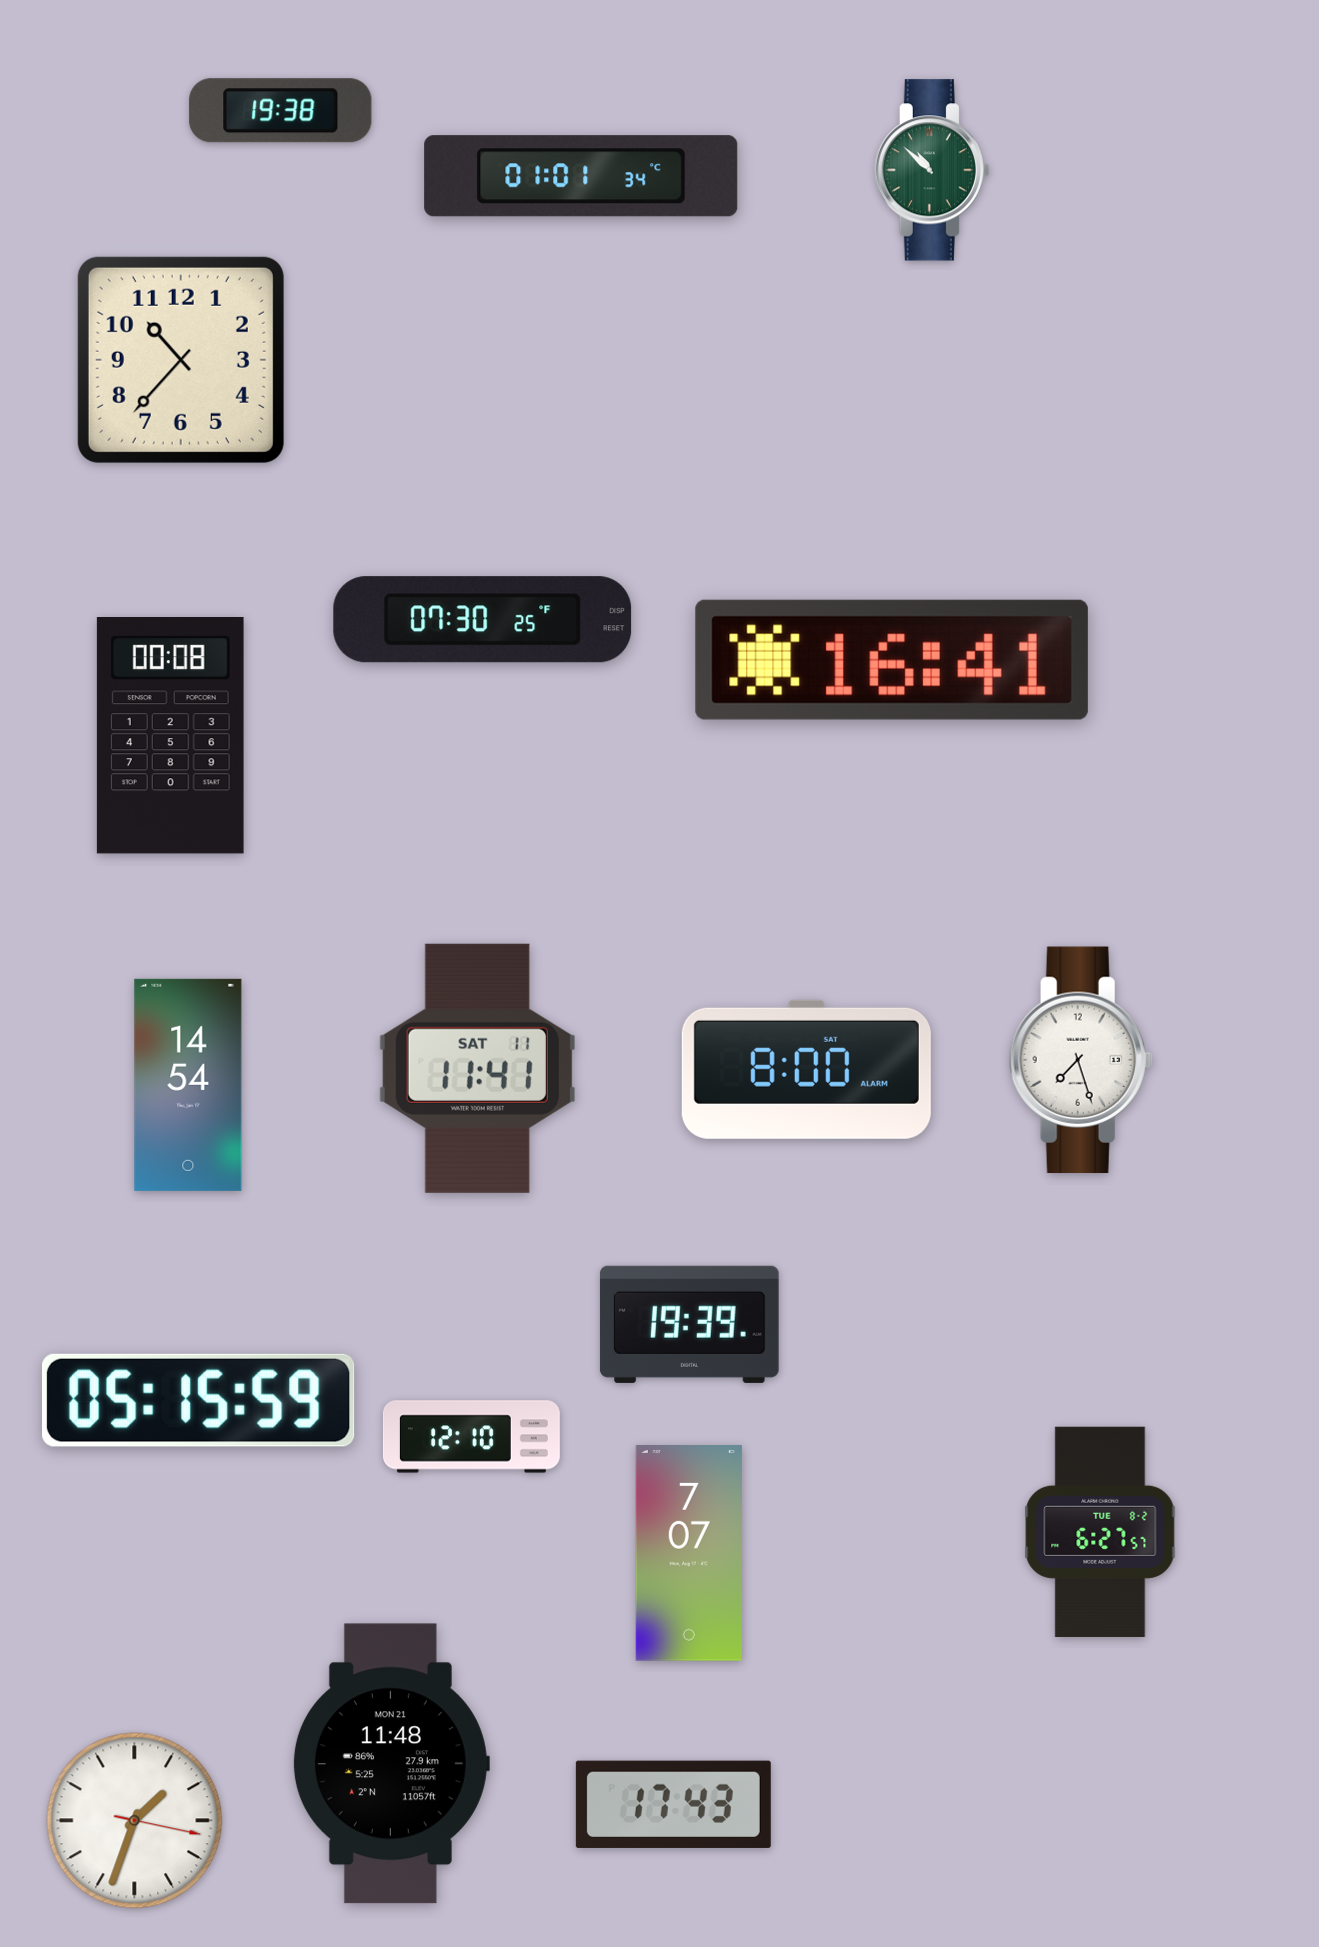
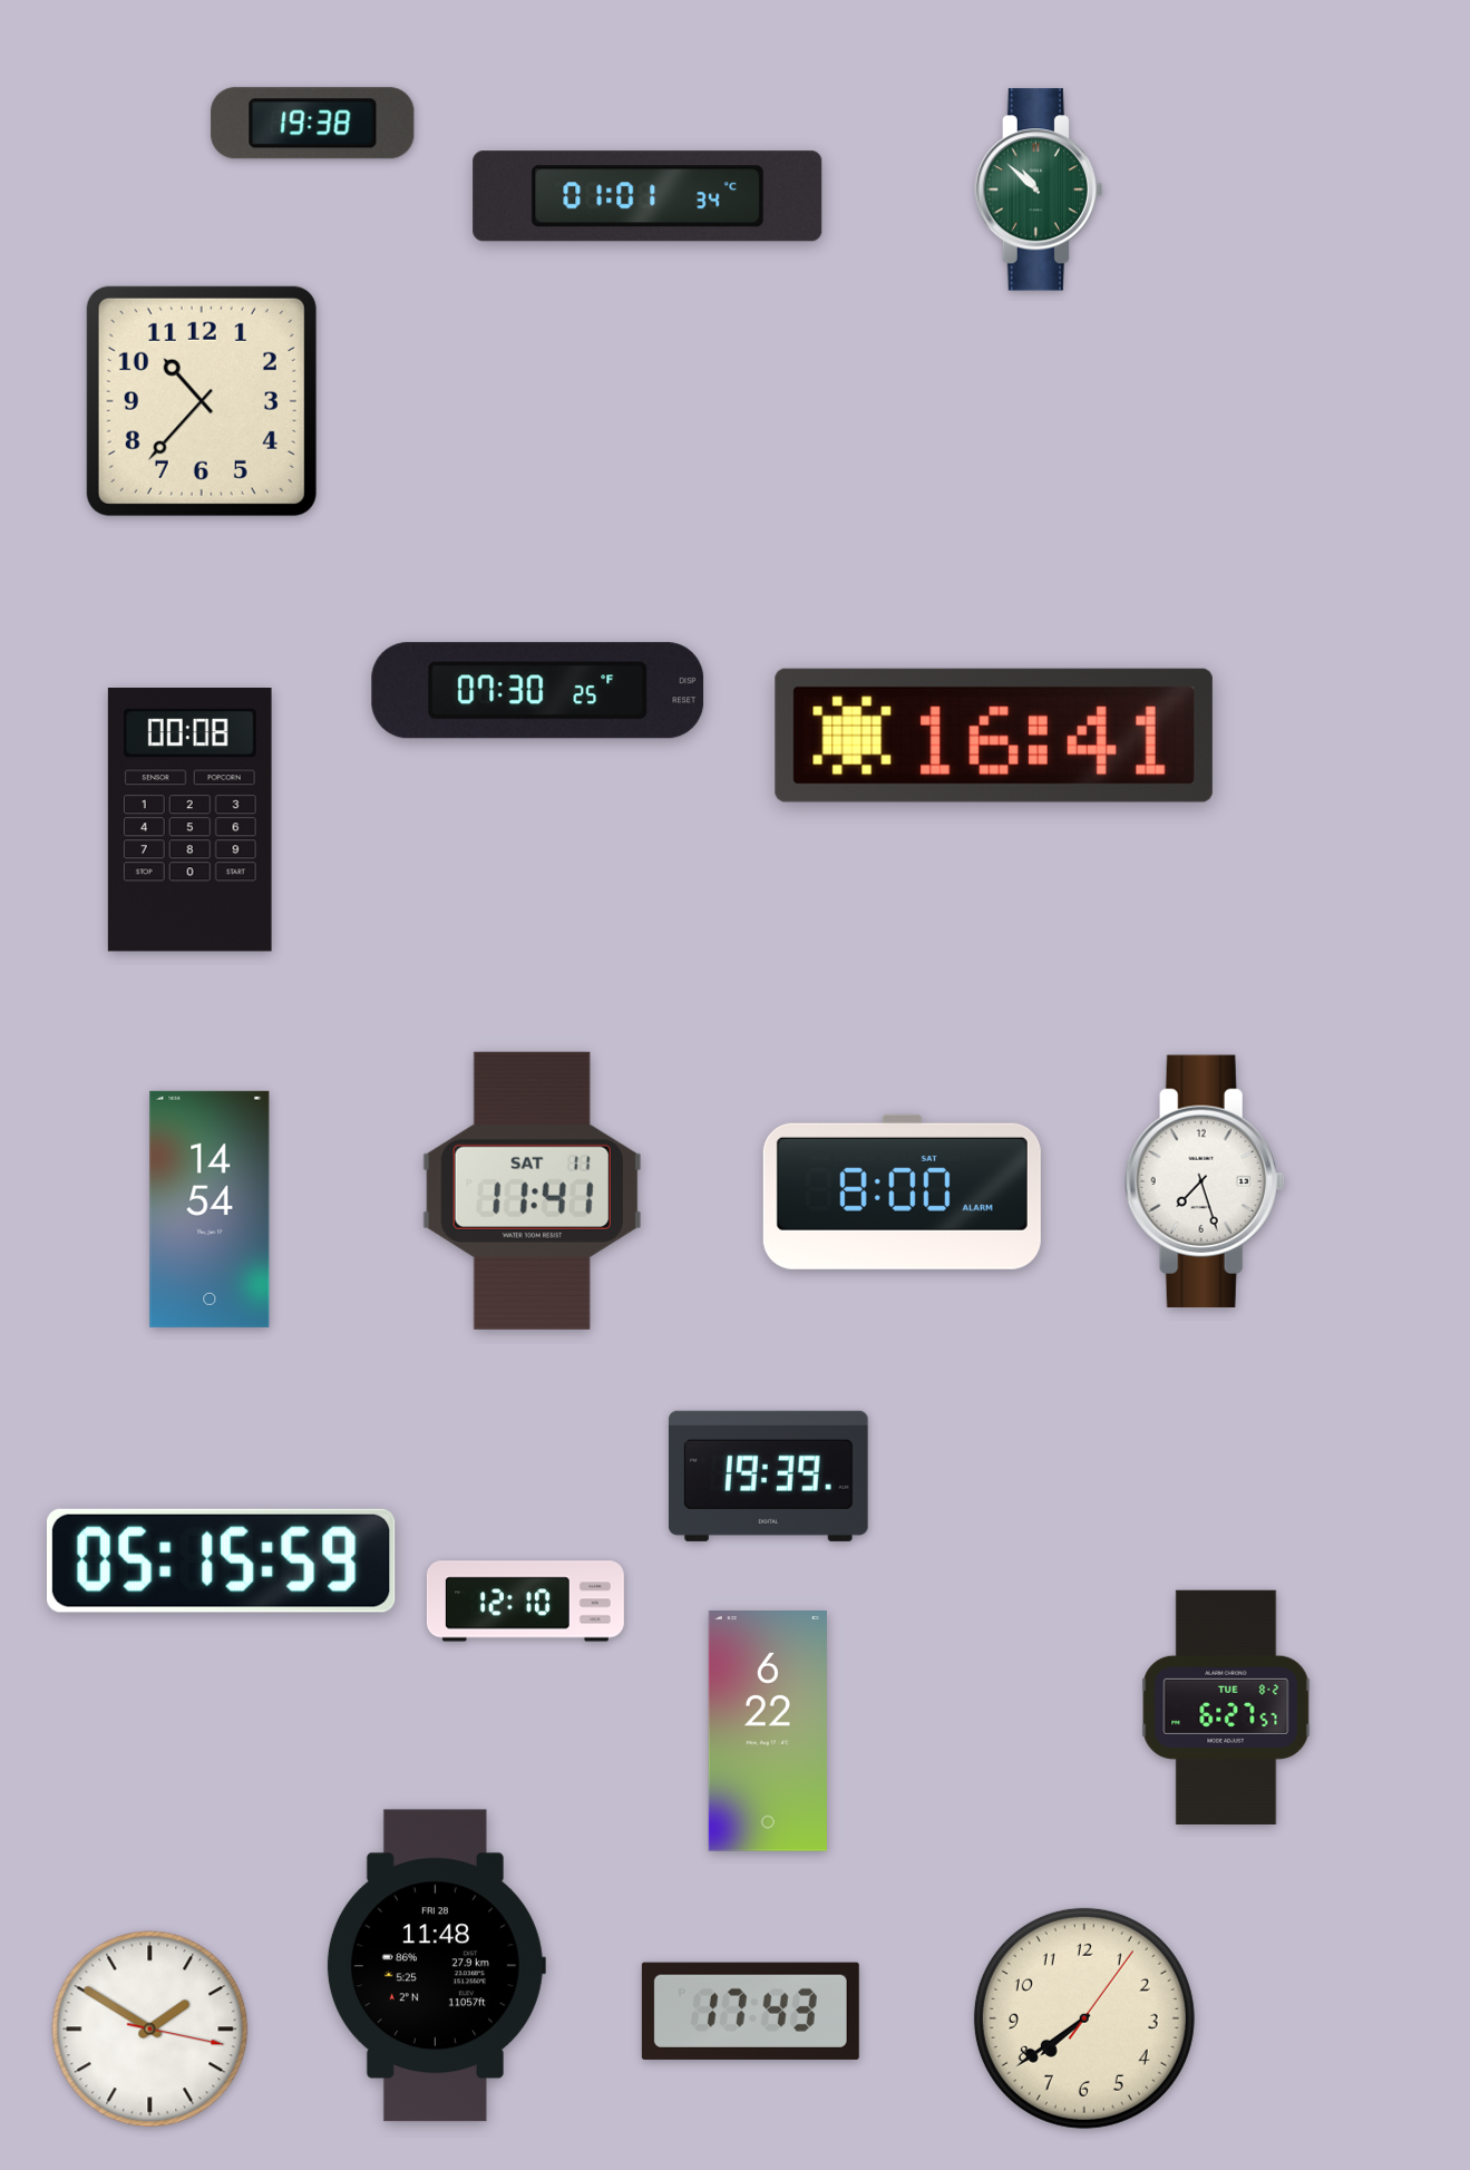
clock at (806, 1069) position: (806, 1069) -> (902, 1191)
clock at (689, 1554): 7:07 -> 6:22
clock at (391, 1764) date: MON 21 -> FRI 28
clock at (1084, 2018): none -> 7:39
clock at (135, 1821): 1:33 -> 1:50
